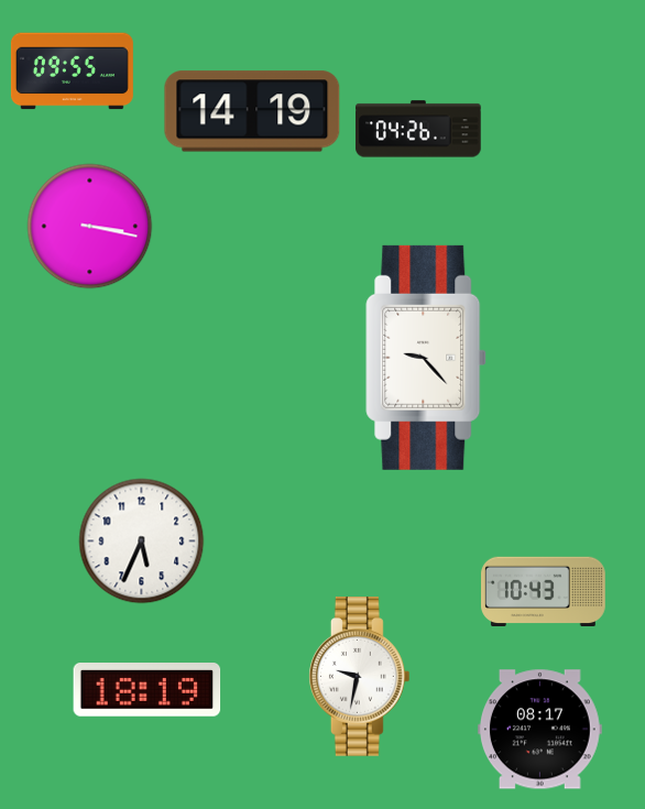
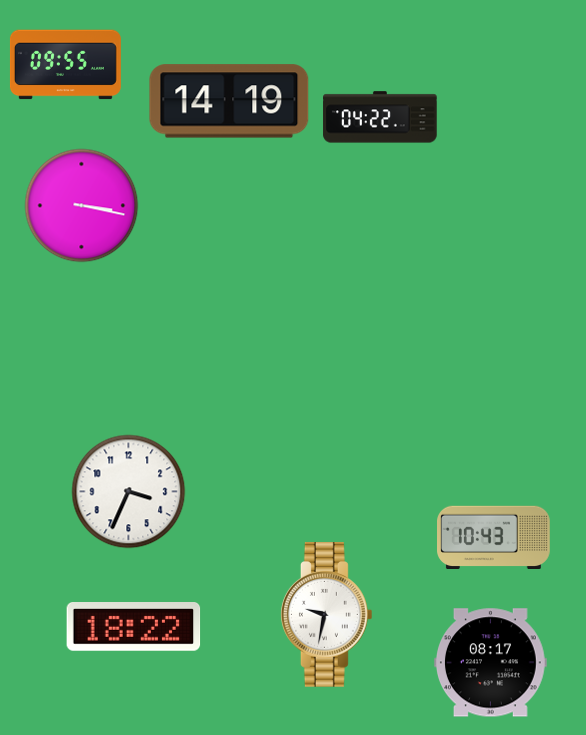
clock at (418, 129): 04:26 -> 04:22
clock at (426, 358): 9:23 -> none
clock at (142, 542): 5:34 -> 3:34
clock at (147, 690): 18:19 -> 18:22
